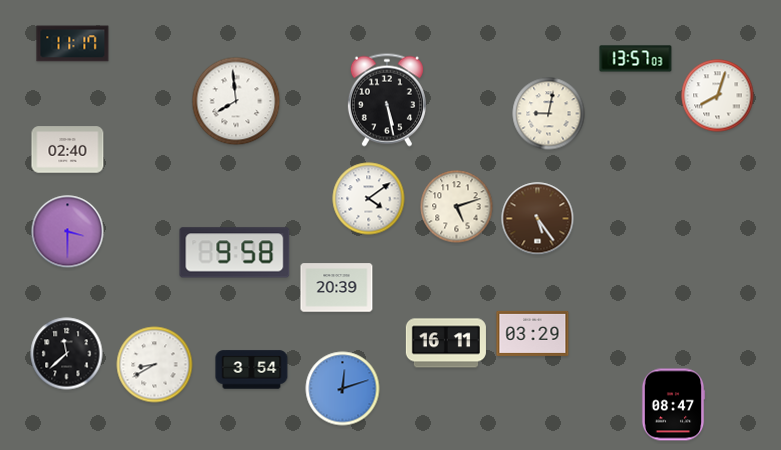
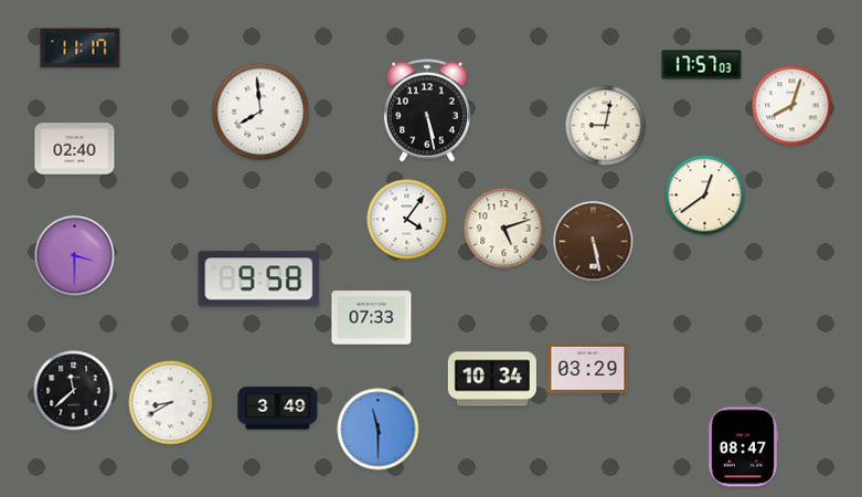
clock at (636, 59): 13:57 -> 17:57
clock at (68, 150) position: (68, 150) -> (75, 149)
clock at (705, 195): none -> 12:39
clock at (369, 199): 4:09 -> 4:06
clock at (538, 219): 5:24 -> 5:28
clock at (337, 288): 20:39 -> 07:33
clock at (446, 343): 16:11 -> 10:34
clock at (252, 370): 3:54 -> 3:49
clock at (343, 389): 12:12 -> 11:30
